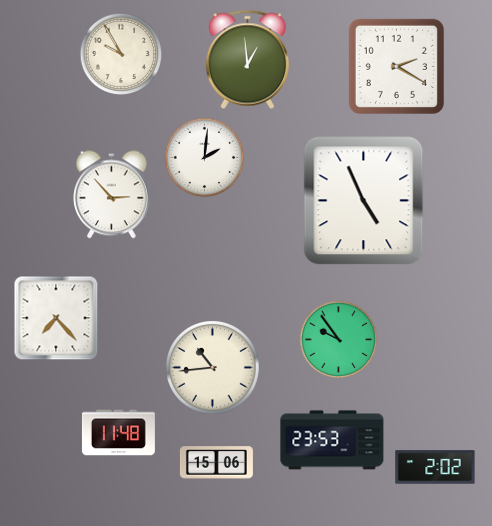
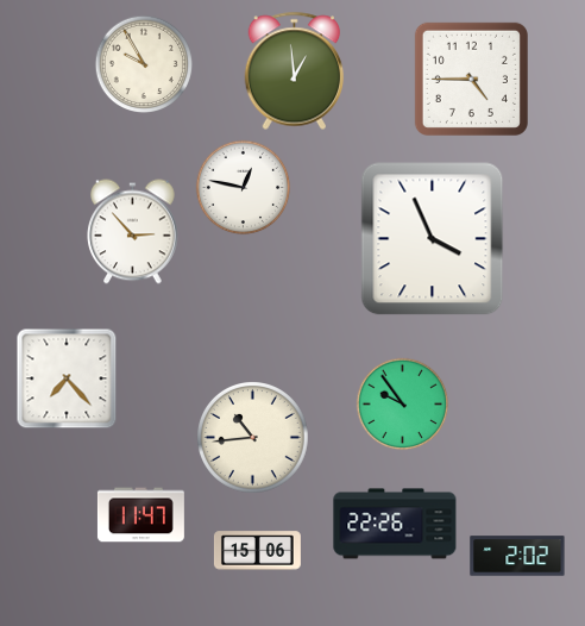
clock at (396, 66): 2:20 -> 4:45
clock at (205, 158): 2:01 -> 12:47
clock at (364, 201): 4:56 -> 3:56
clock at (118, 433): 11:48 -> 11:47
clock at (332, 440): 23:53 -> 22:26
